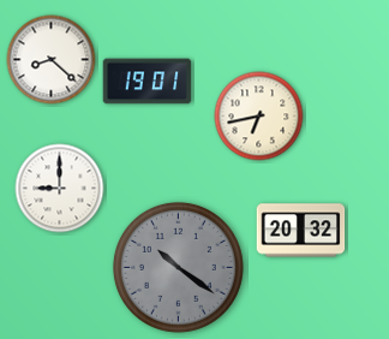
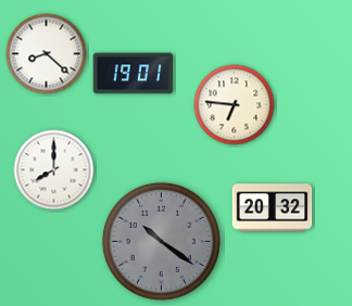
clock at (259, 117): 6:43 -> 6:46
clock at (60, 189): 9:00 -> 8:00
